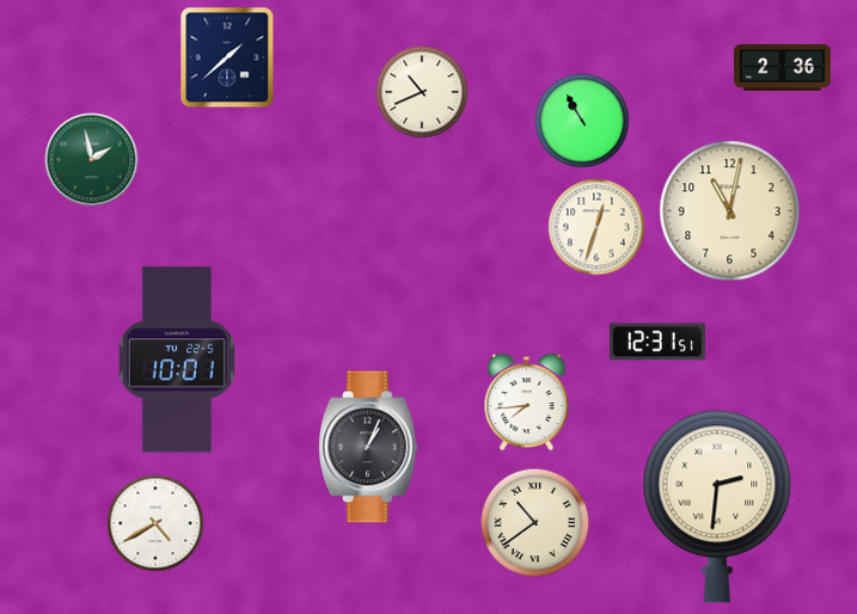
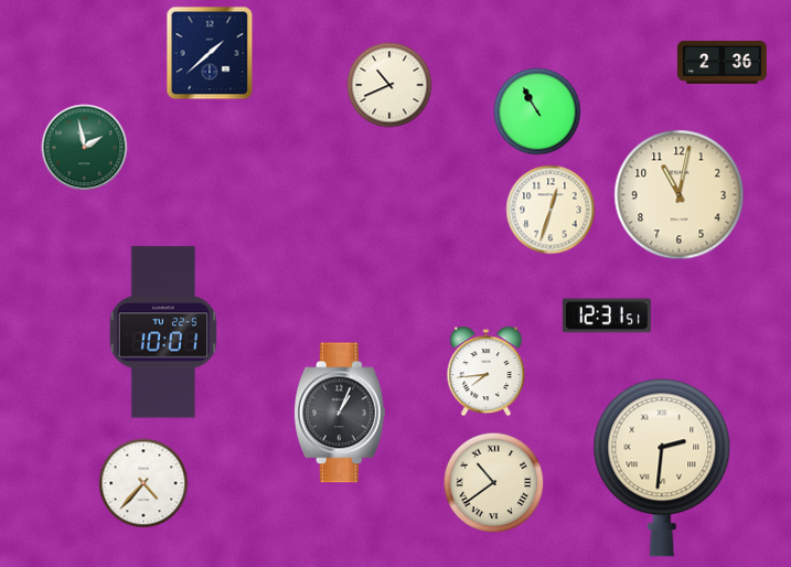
clock at (730, 211) position: (730, 211) -> (680, 195)
clock at (155, 523): 4:40 -> 4:37
